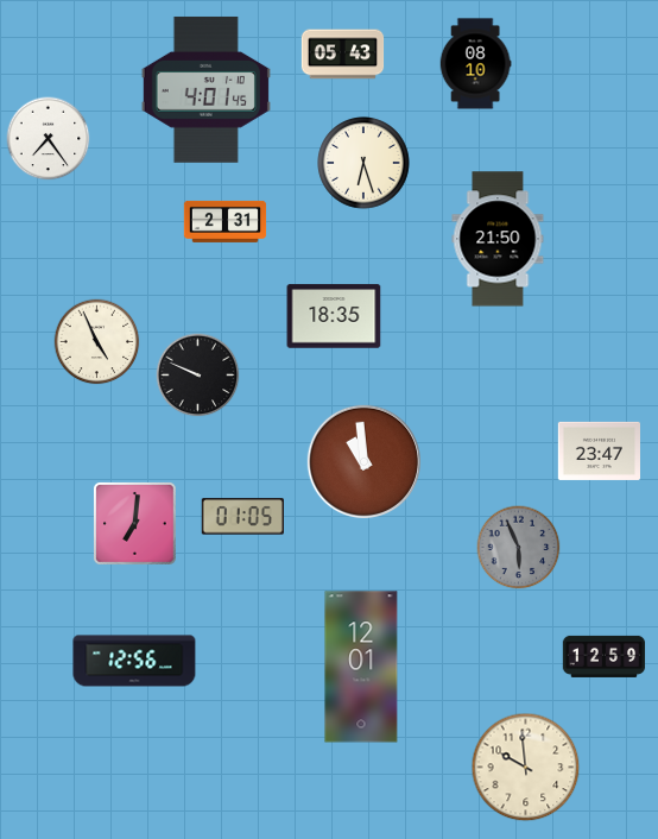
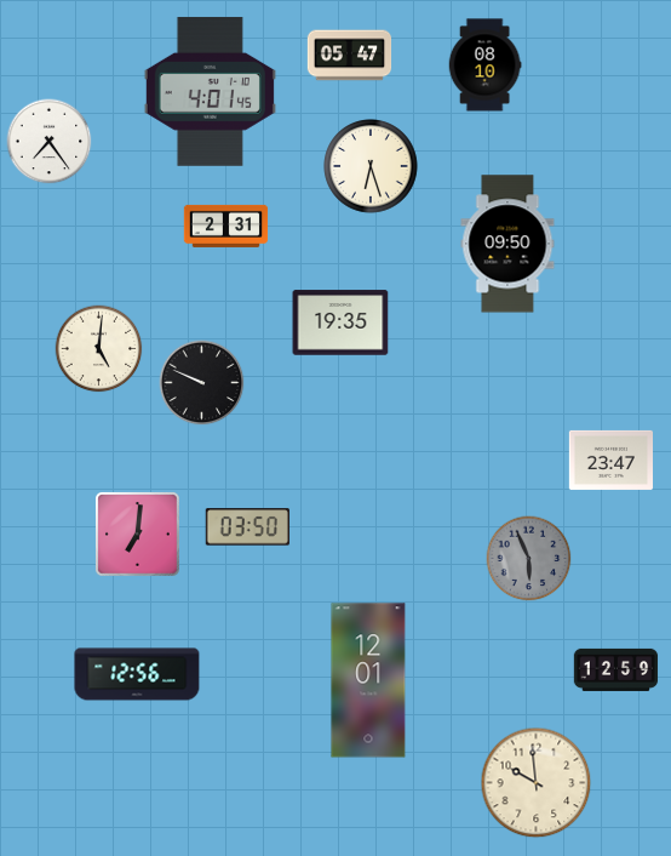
clock at (343, 55): 05:43 -> 05:47
clock at (226, 221) position: (226, 221) -> (226, 226)
clock at (498, 239): 21:50 -> 09:50
clock at (334, 316): 18:35 -> 19:35
clock at (97, 342): 4:56 -> 5:01
clock at (363, 461): 10:59 -> none
clock at (242, 517): 01:05 -> 03:50
